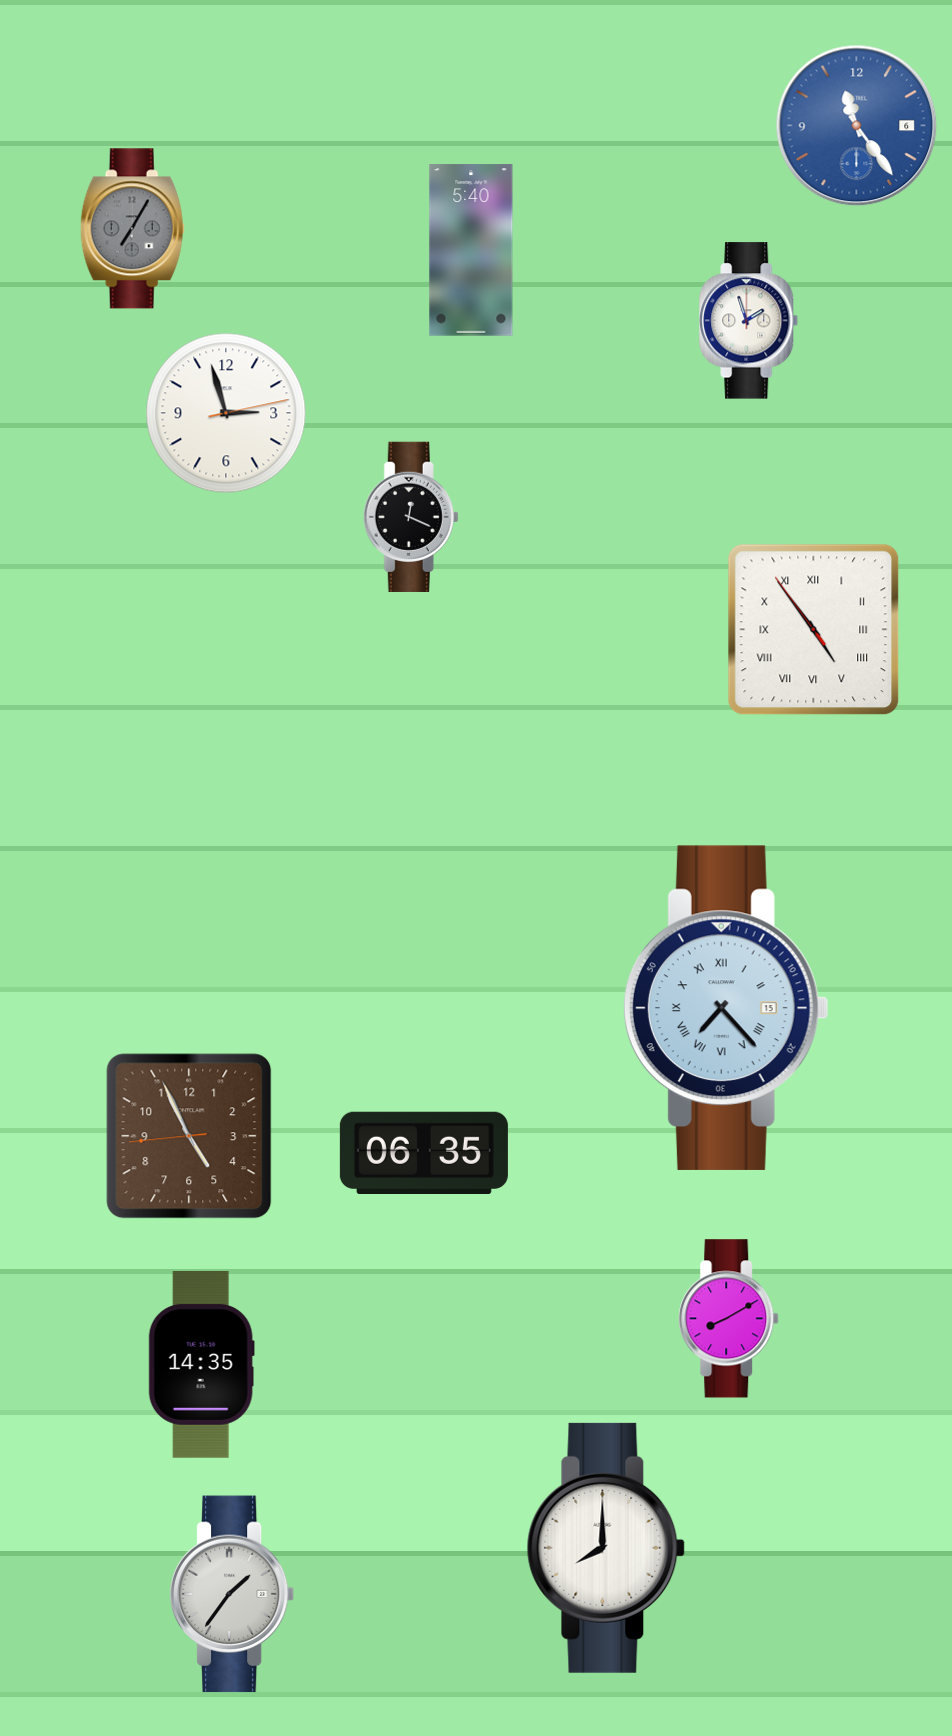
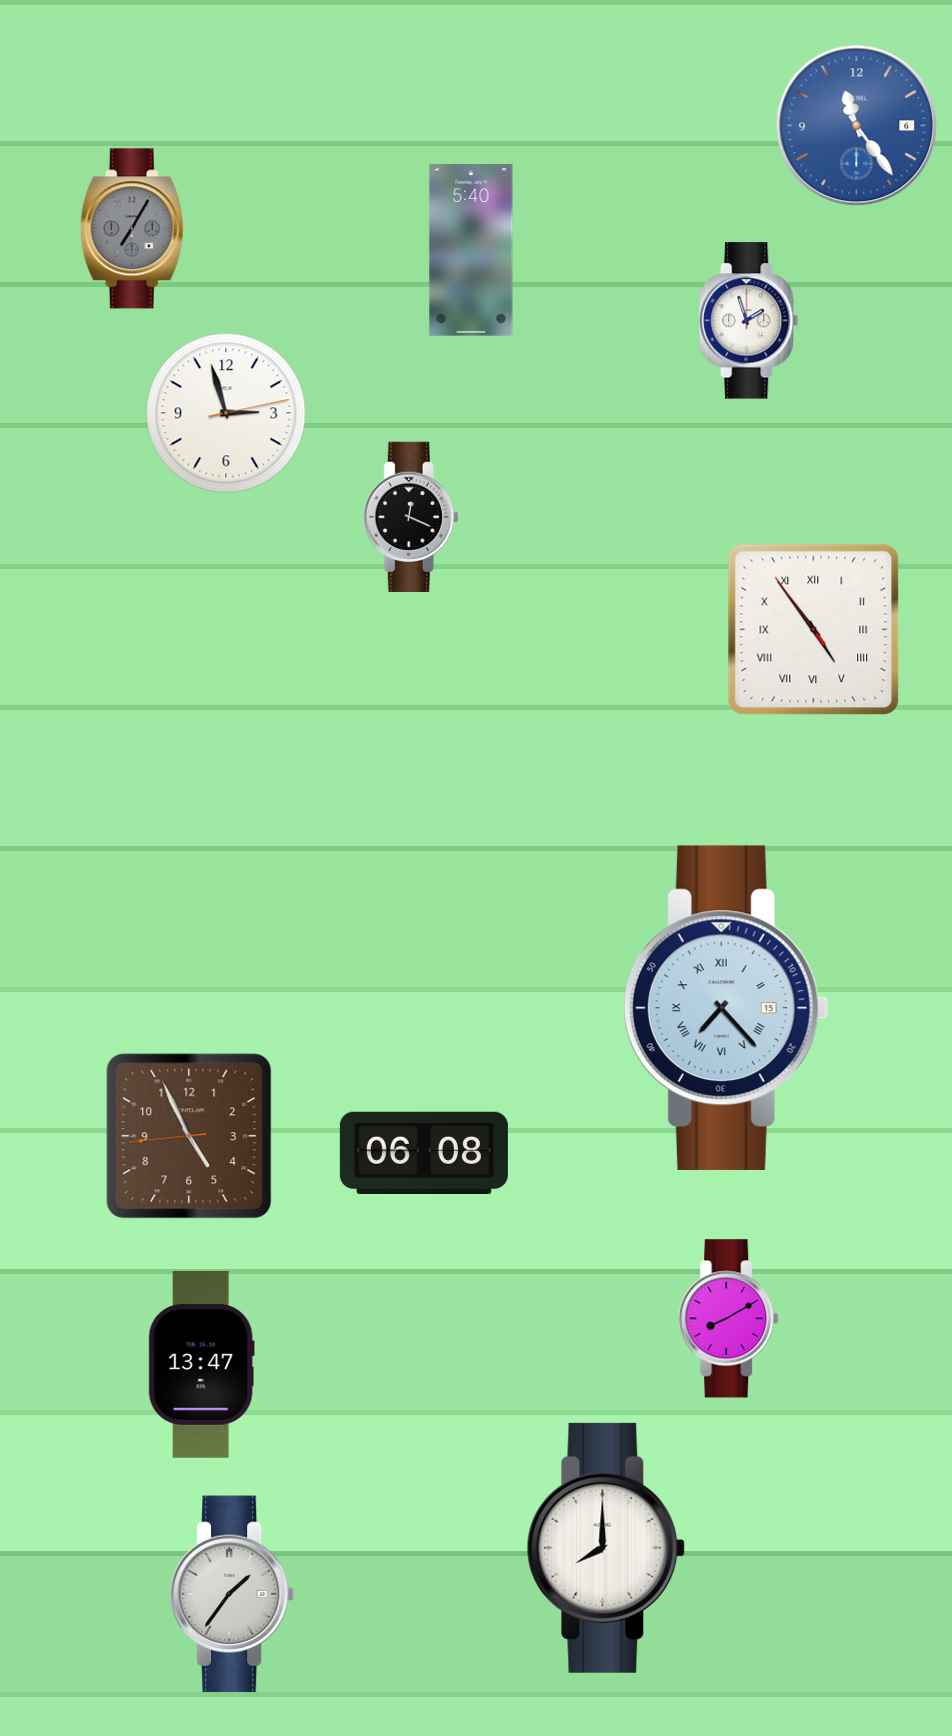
clock at (424, 1152): 06:35 -> 06:08
clock at (201, 1365): 14:35 -> 13:47
